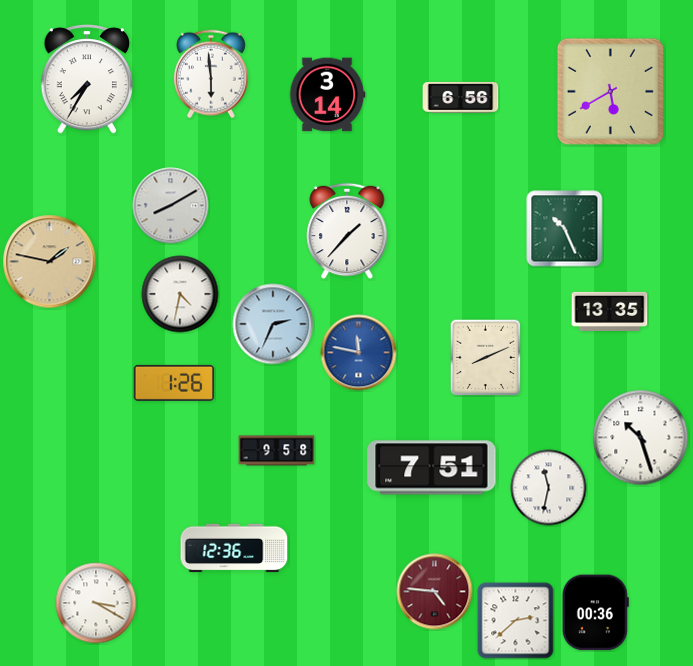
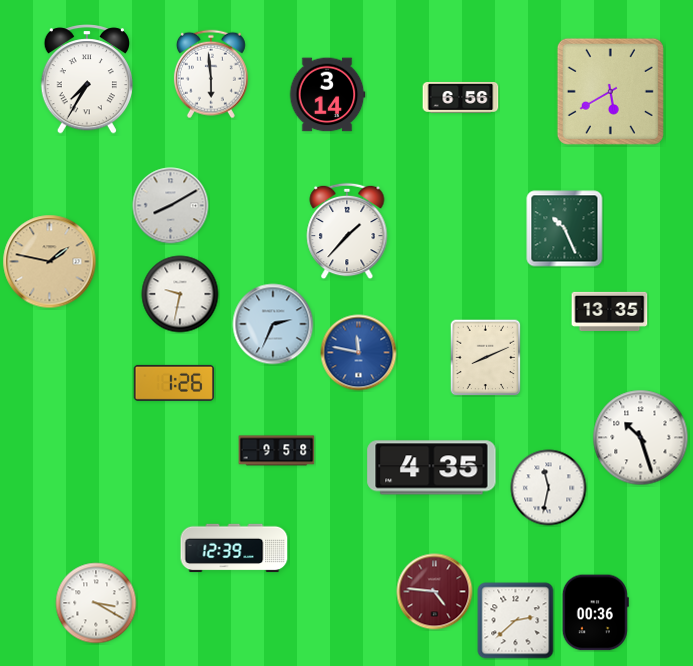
clock at (180, 294): 4:32 -> 9:32
clock at (432, 468): 7:51 -> 4:35
clock at (234, 548): 12:36 -> 12:39
